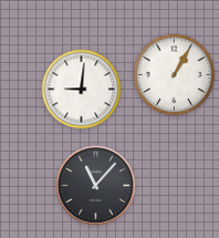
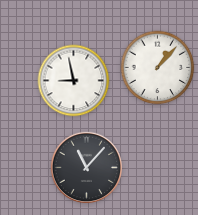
clock at (175, 75): 1:05 -> 1:07
clock at (82, 90): 9:01 -> 8:58
